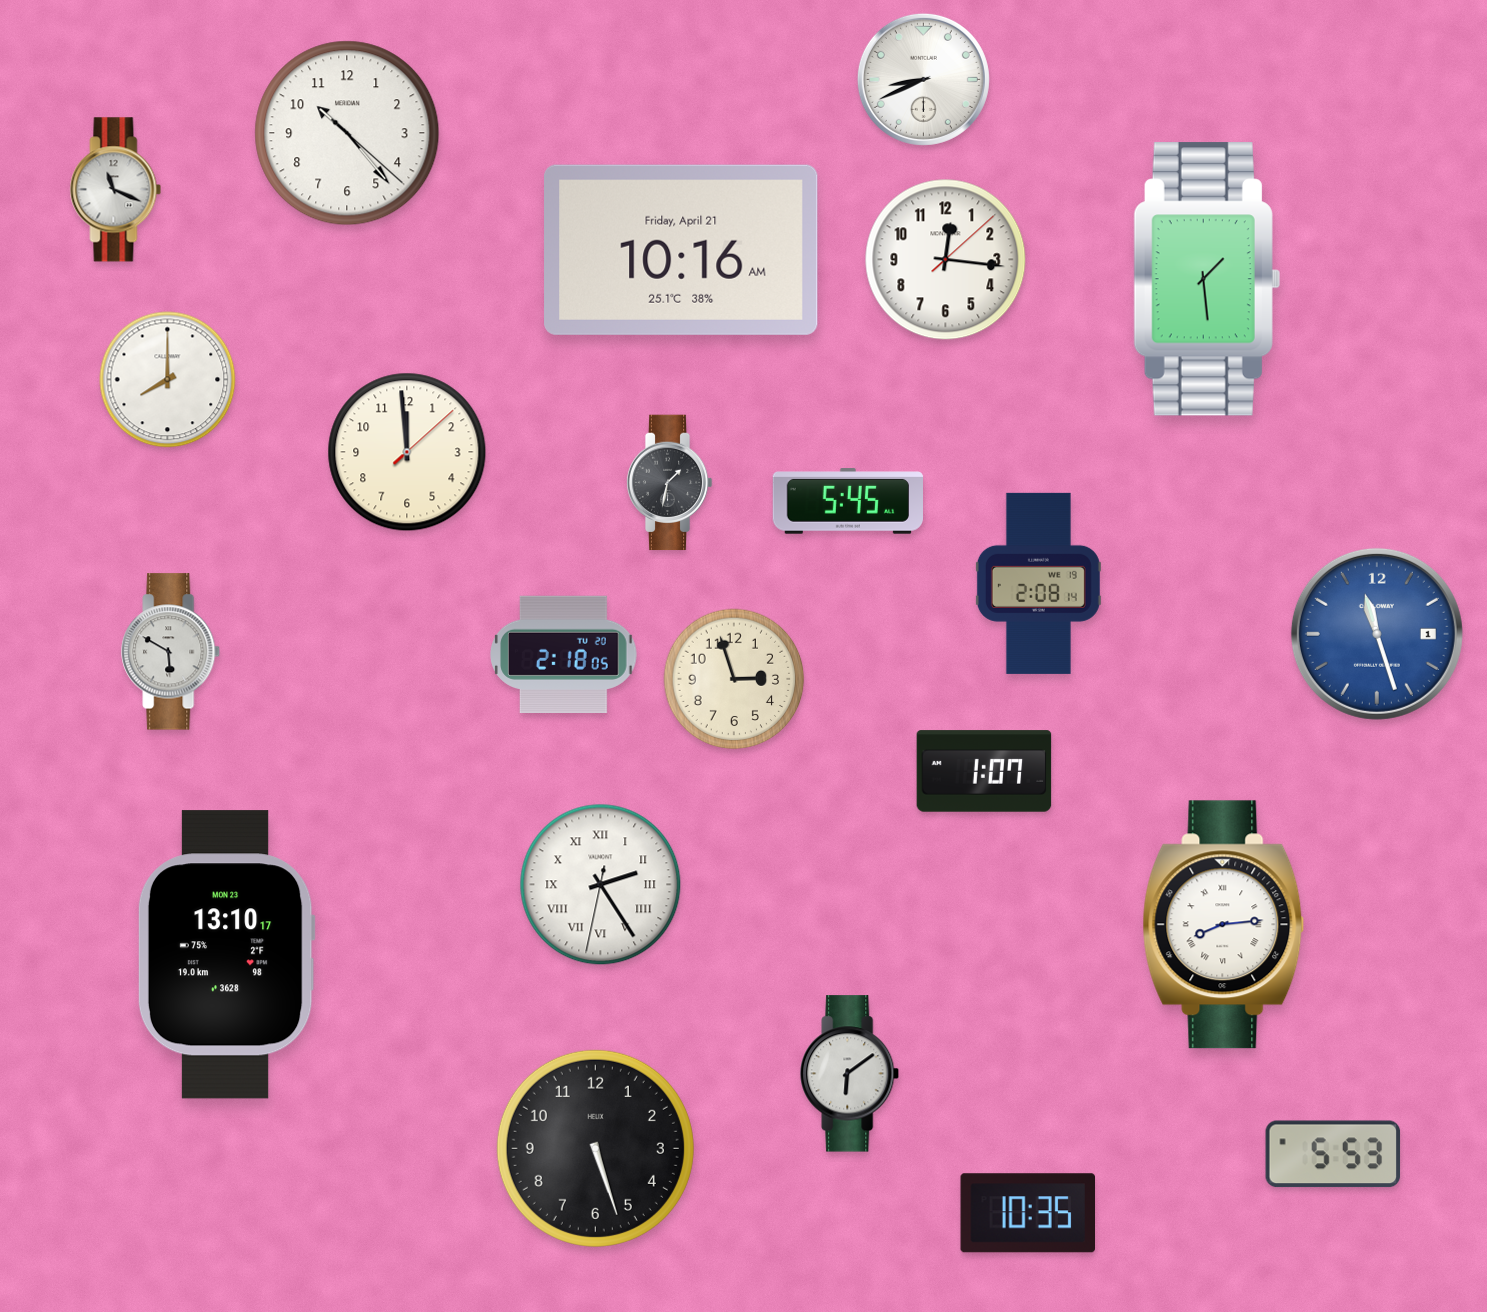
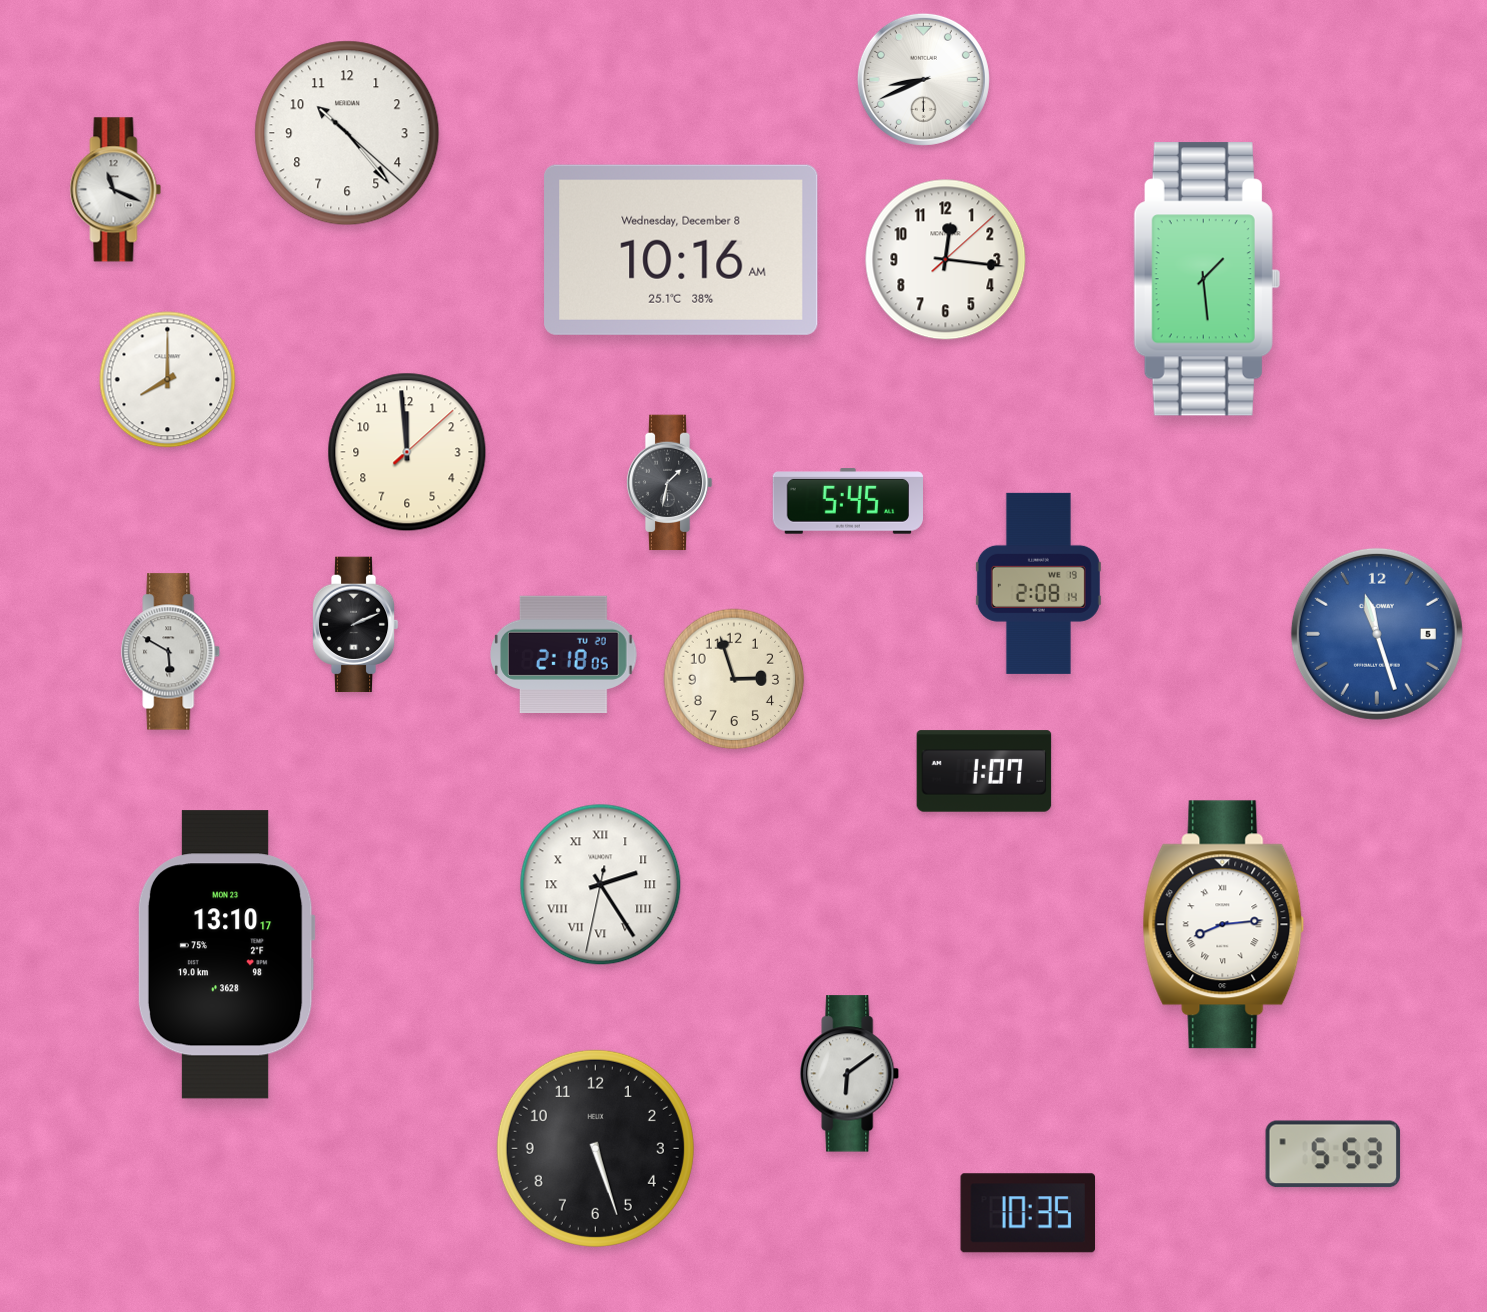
clock at (681, 250) date: Friday, April 21 -> Wednesday, December 8
clock at (355, 625): none -> 2:11
clock at (1377, 634) date: 1 -> 5
